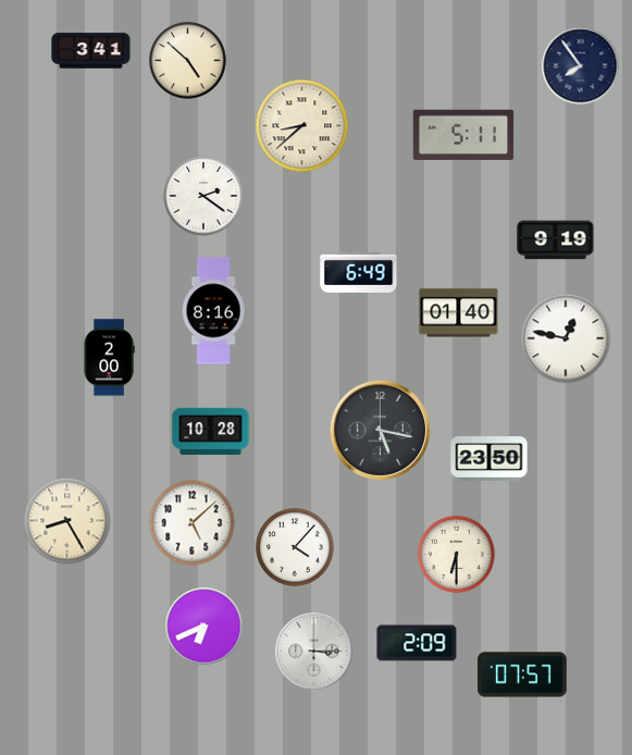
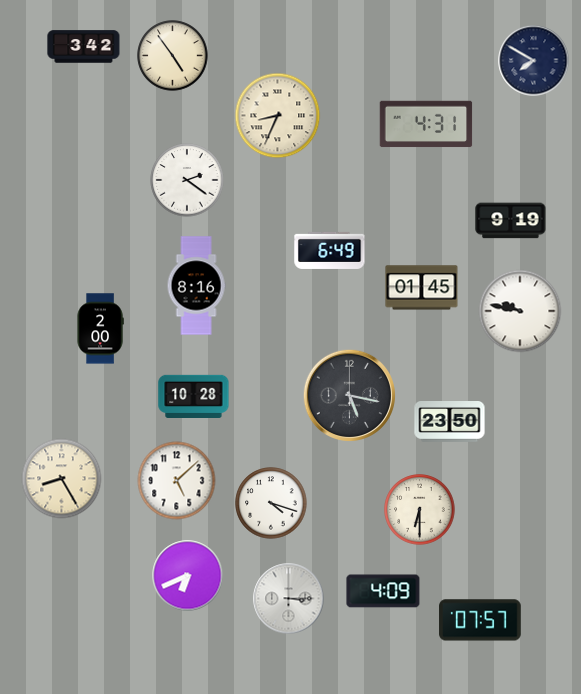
clock at (91, 51): 3:41 -> 3:42
clock at (188, 61): 4:52 -> 4:54
clock at (581, 66): 7:54 -> 7:50
clock at (302, 126): 8:38 -> 8:34
clock at (463, 135): 5:11 -> 4:31
clock at (459, 313): 01:40 -> 01:45
clock at (566, 338): 12:47 -> 9:47
clock at (295, 547): 4:07 -> 4:18
clock at (417, 643): 2:09 -> 4:09
